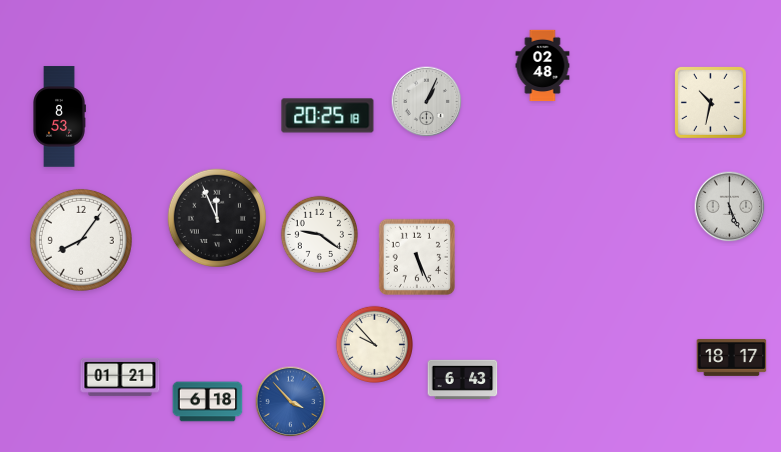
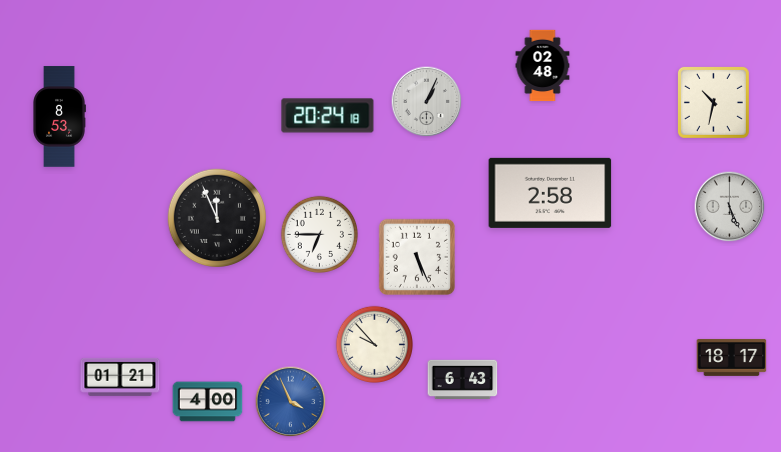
clock at (710, 102) position: (710, 102) -> (713, 102)
clock at (328, 116): 20:25 -> 20:24
clock at (550, 193): none -> 2:58
clock at (319, 234): 9:21 -> 6:45
clock at (81, 240): 8:06 -> none
clock at (208, 402): 6:18 -> 4:00
clock at (291, 402): 3:53 -> 3:56
